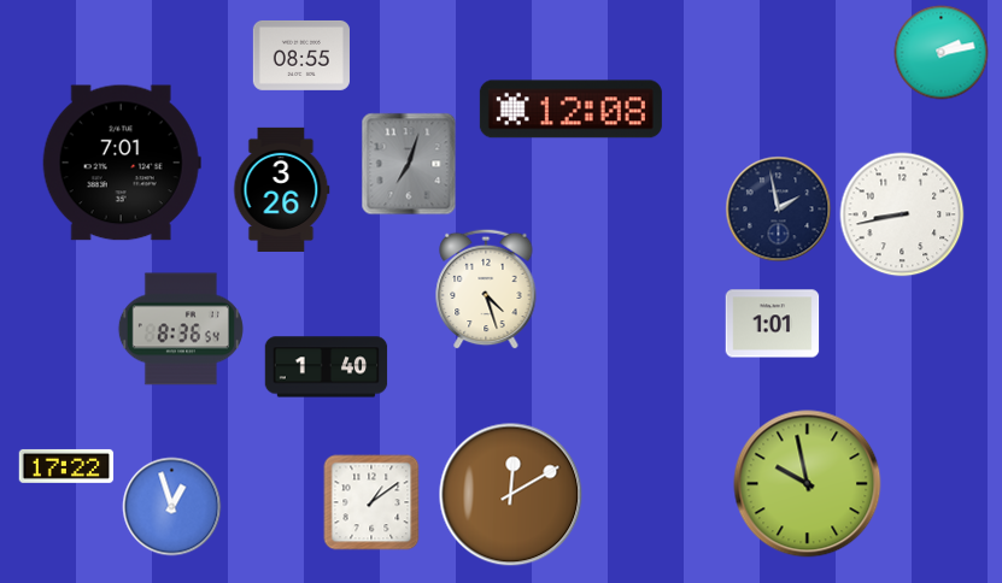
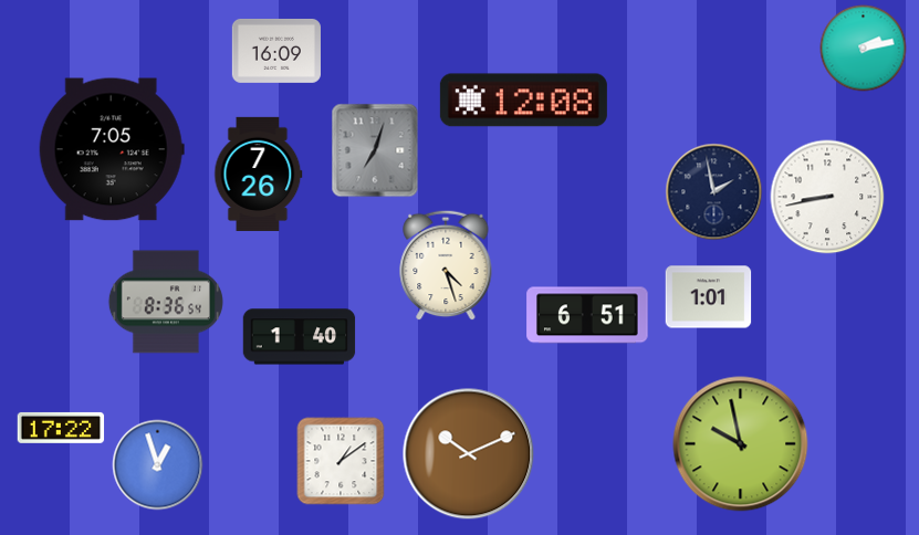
clock at (301, 55): 08:55 -> 16:09
clock at (122, 163): 7:01 -> 7:05
clock at (282, 189): 3:26 -> 7:26
clock at (587, 315): none -> 6:51
clock at (511, 495): 12:10 -> 10:11
